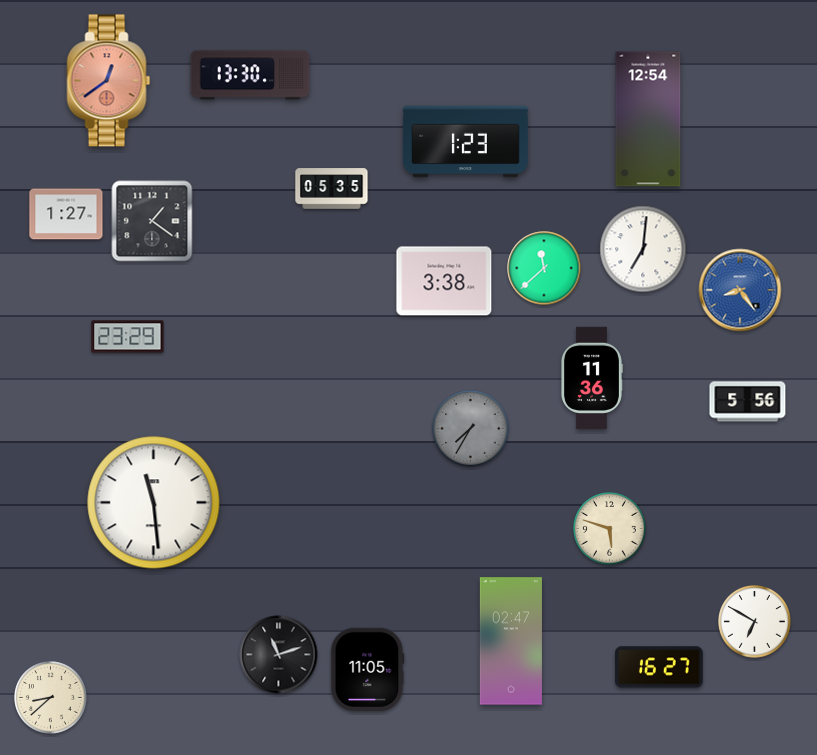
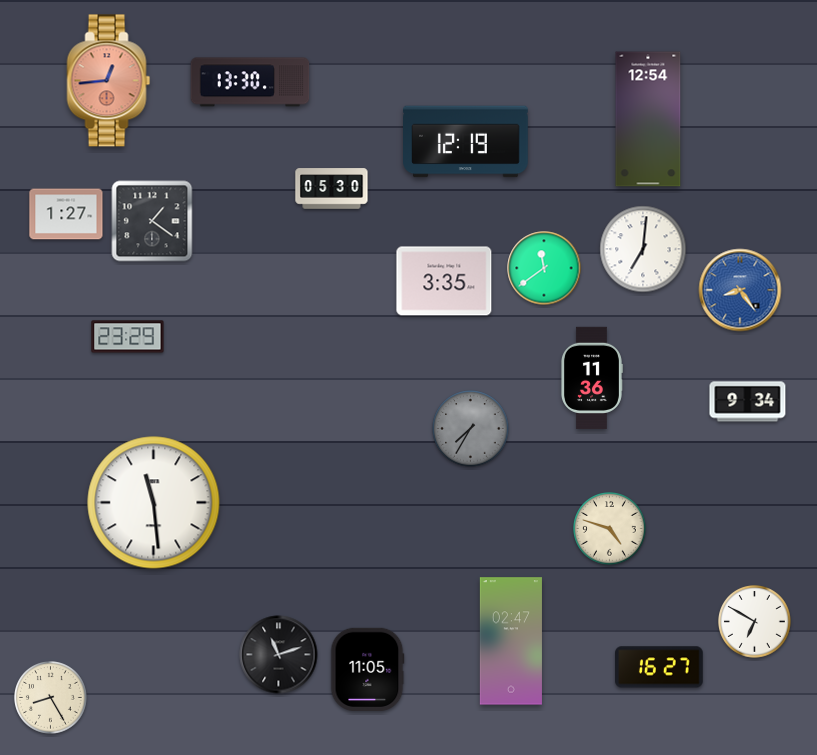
clock at (250, 75) position: (250, 75) -> (250, 82)
clock at (109, 81): 12:39 -> 12:44
clock at (466, 142): 1:23 -> 12:19
clock at (332, 189): 05:35 -> 05:30
clock at (544, 268): 11:38 -> 11:39
clock at (444, 281): 3:38 -> 3:35
clock at (748, 402): 5:56 -> 9:34
clock at (610, 529): 5:48 -> 4:48
clock at (51, 698): 8:38 -> 8:25
